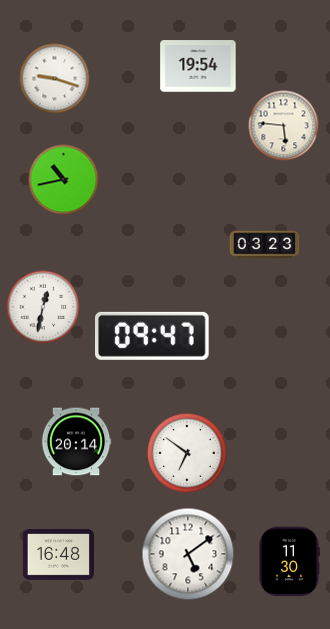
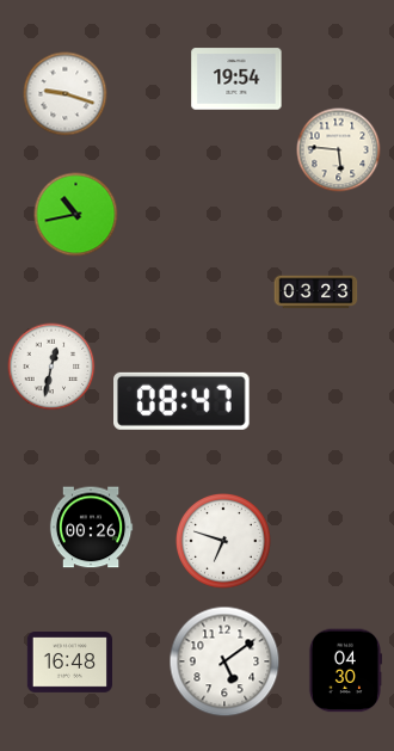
clock at (153, 336): 09:47 -> 08:47
clock at (76, 442): 20:14 -> 00:26
clock at (187, 453): 6:51 -> 6:48
clock at (288, 562): 11:30 -> 04:30
